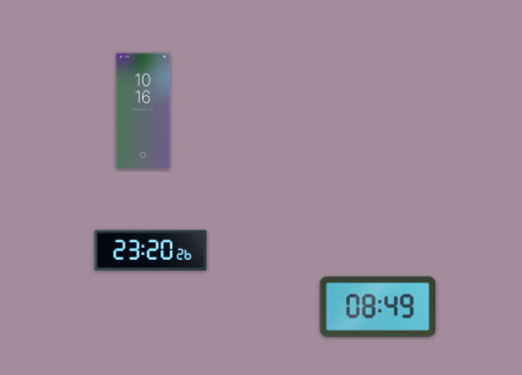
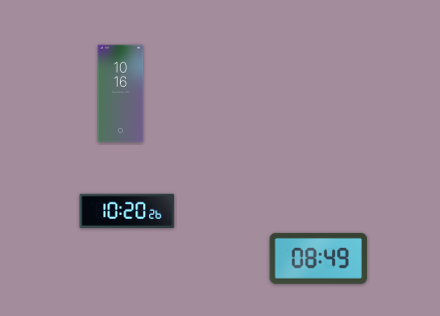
clock at (151, 250): 23:20 -> 10:20
